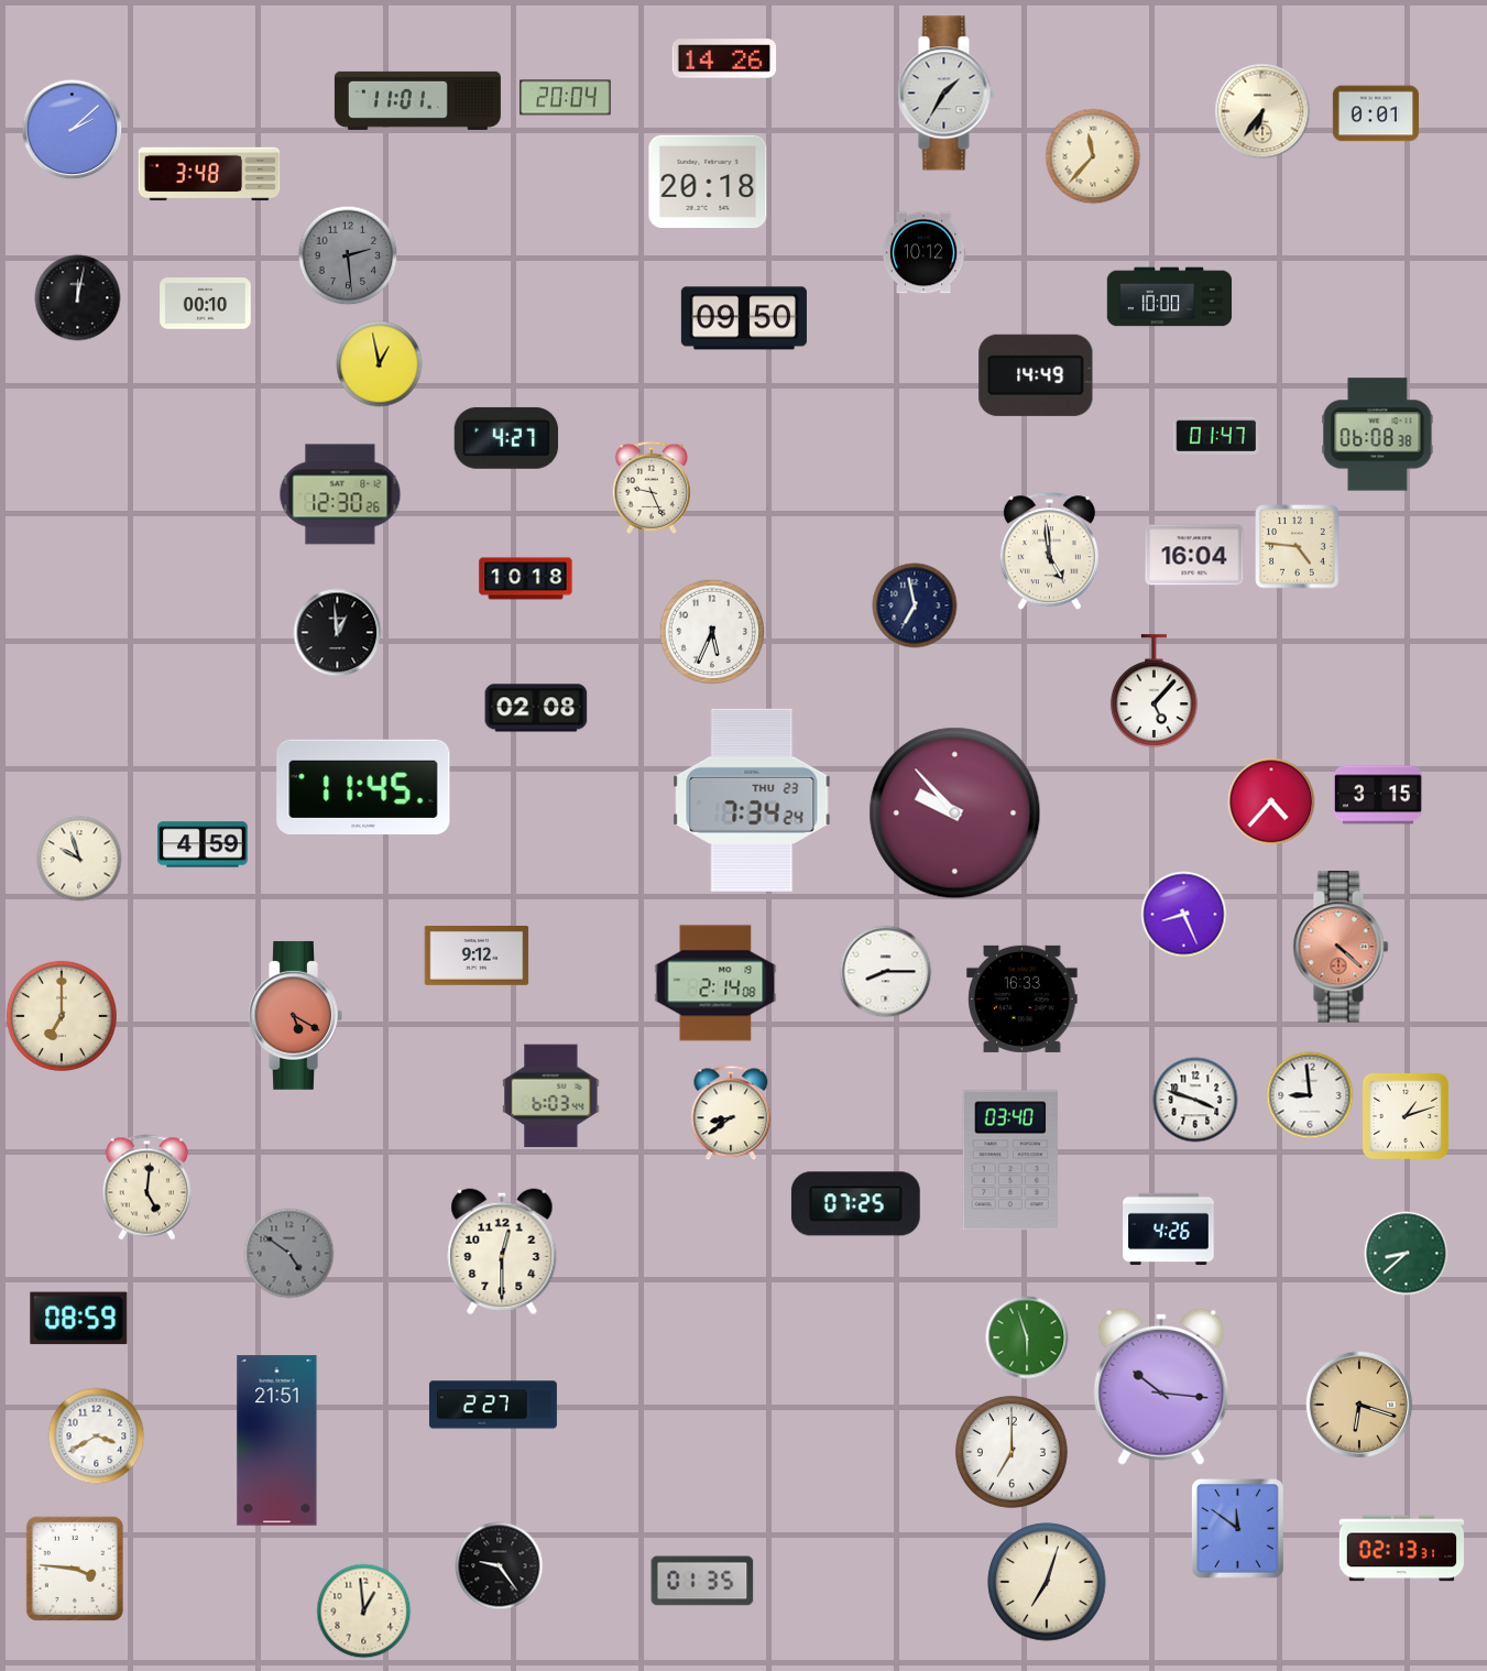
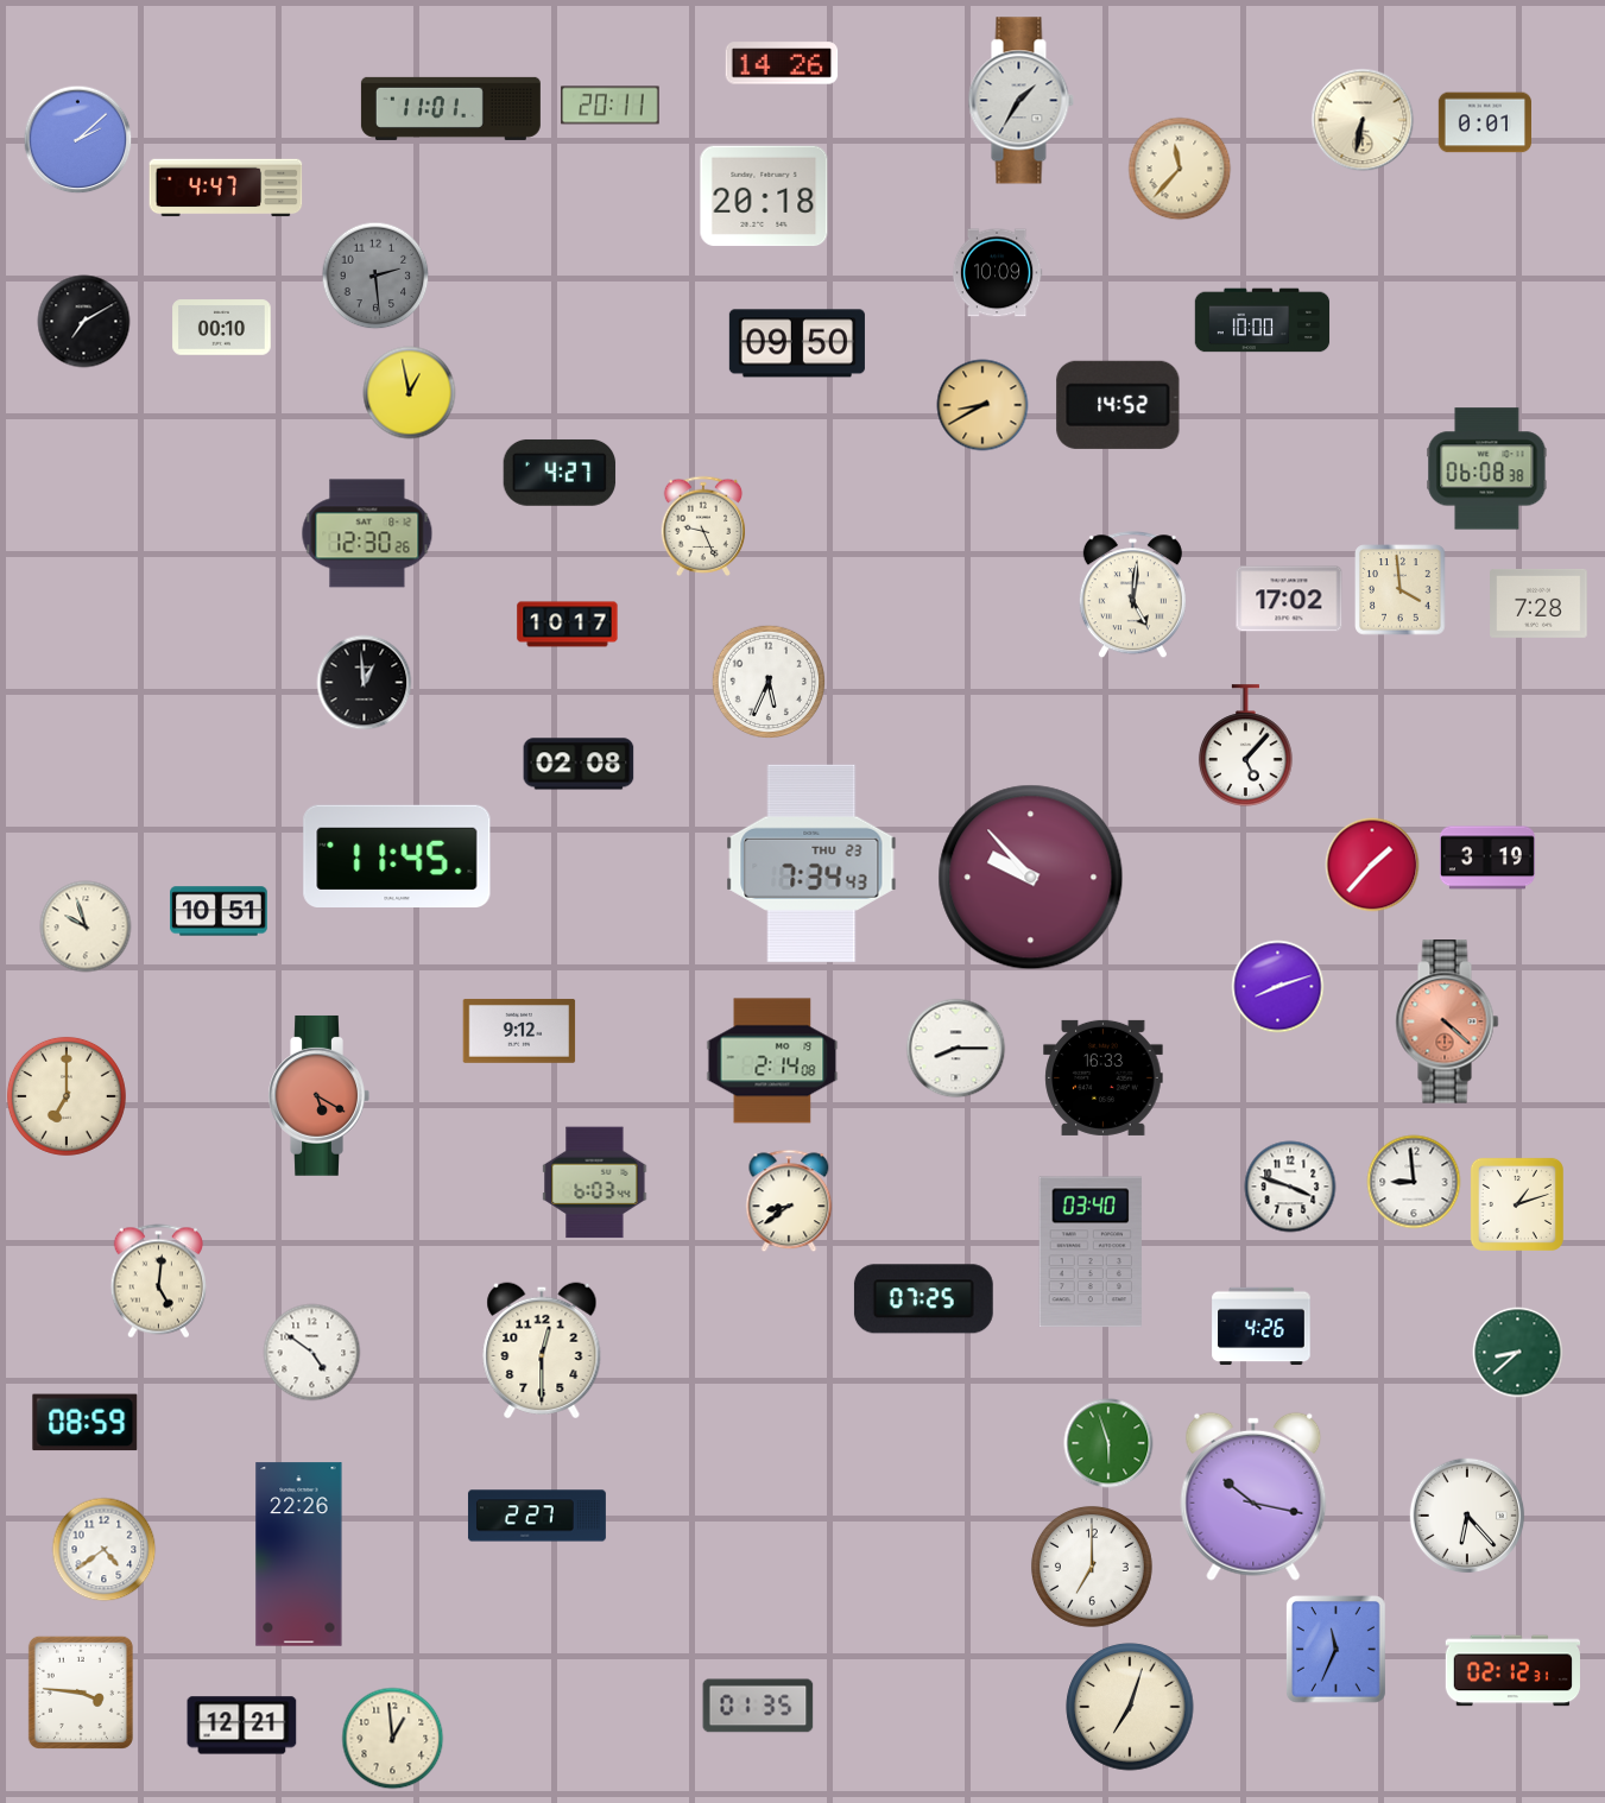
clock at (566, 98): 20:04 -> 20:11
clock at (1262, 111): 6:36 -> 6:32
clock at (209, 174): 3:48 -> 4:47
clock at (923, 253): 10:12 -> 10:09
clock at (78, 298): 12:02 -> 7:10
clock at (744, 318) position: (744, 318) -> (797, 343)
clock at (982, 405): none -> 8:40
clock at (1036, 375): 14:49 -> 14:52
clock at (1216, 436): 01:47 -> none
clock at (506, 438) position: (506, 438) -> (560, 473)
clock at (1298, 547): 4:46 -> 3:59
clock at (1049, 551): 4:59 -> 5:01
clock at (1194, 555): 16:04 -> 17:02
clock at (1538, 603): none -> 7:28
clock at (526, 579): 10:18 -> 10:17
clock at (915, 605): 6:58 -> none
clock at (363, 786) position: (363, 786) -> (397, 855)
clock at (1378, 795): 3:15 -> 3:19
clock at (752, 800): 7:34:24 -> 7:34:43
clock at (1271, 801): 4:37 -> 1:37
clock at (203, 844): 4:59 -> 10:51
clock at (1184, 915): 8:26 -> 8:12
clock at (477, 955) position: (477, 955) -> (519, 1031)
clock at (289, 1254) dial: grey -> white
clock at (1161, 1387): 10:16 -> 10:17
clock at (493, 1405) position: (493, 1405) -> (537, 1516)
clock at (1359, 1405): 6:18 -> 6:23
clock at (1359, 1405) dial: champagne -> white
clock at (97, 1437): 3:40 -> 4:39
clock at (277, 1441): 21:51 -> 22:26
clock at (1238, 1529): 11:51 -> 11:34
clock at (1401, 1549): 02:13 -> 02:12
clock at (500, 1566): 9:24 -> none
clock at (242, 1726): none -> 12:21
